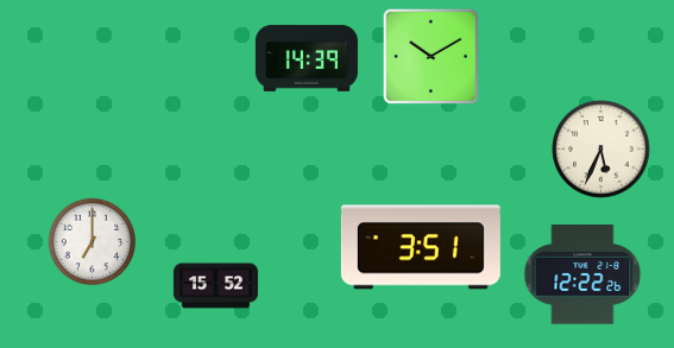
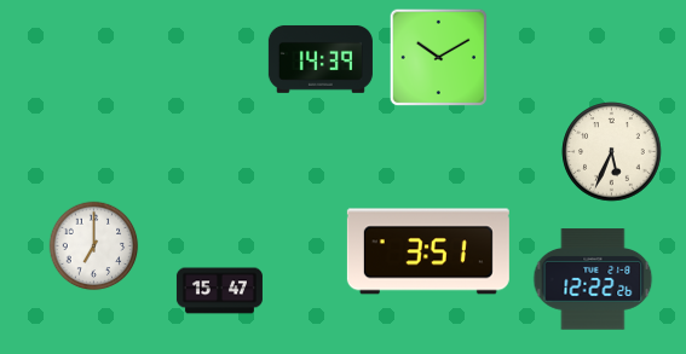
clock at (307, 58) position: (307, 58) -> (321, 59)
clock at (215, 286): 15:52 -> 15:47
